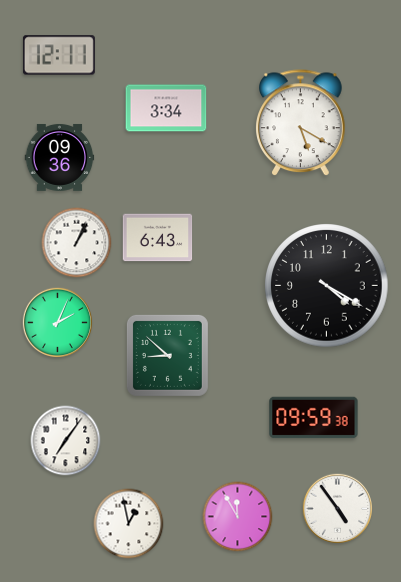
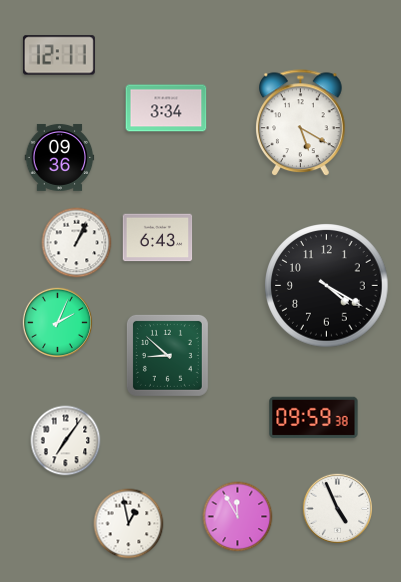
clock at (337, 508): 4:54 -> 4:56
